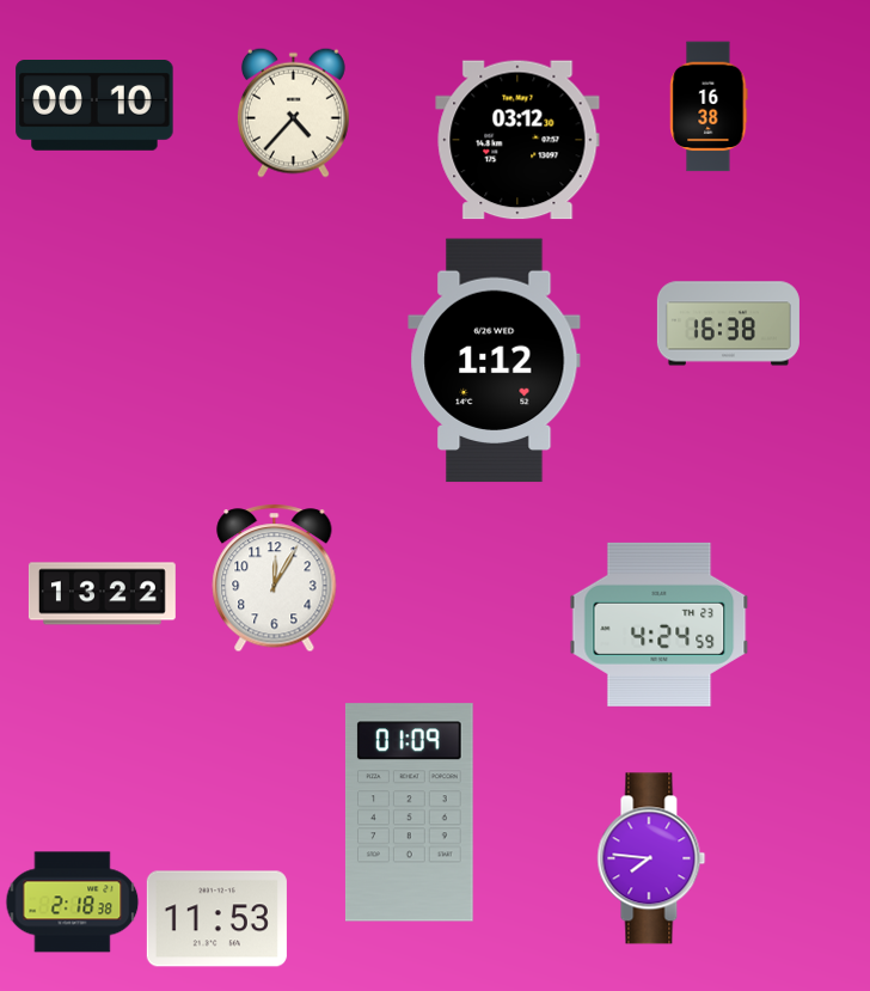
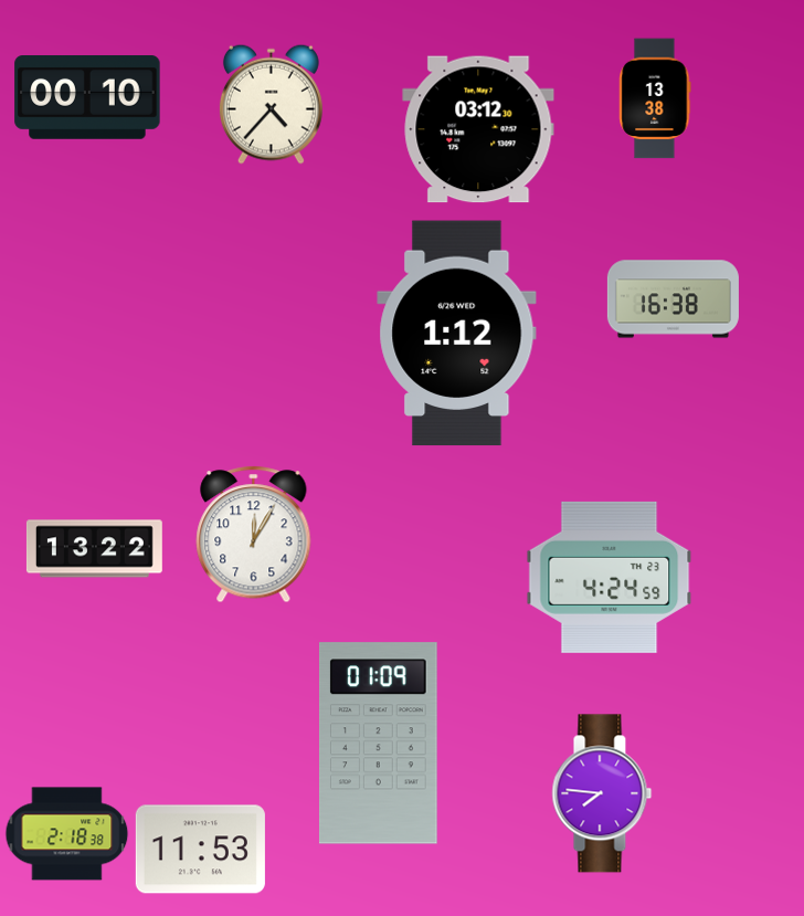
clock at (709, 106): 16:38 -> 13:38
clock at (409, 813) position: (409, 813) -> (378, 744)
